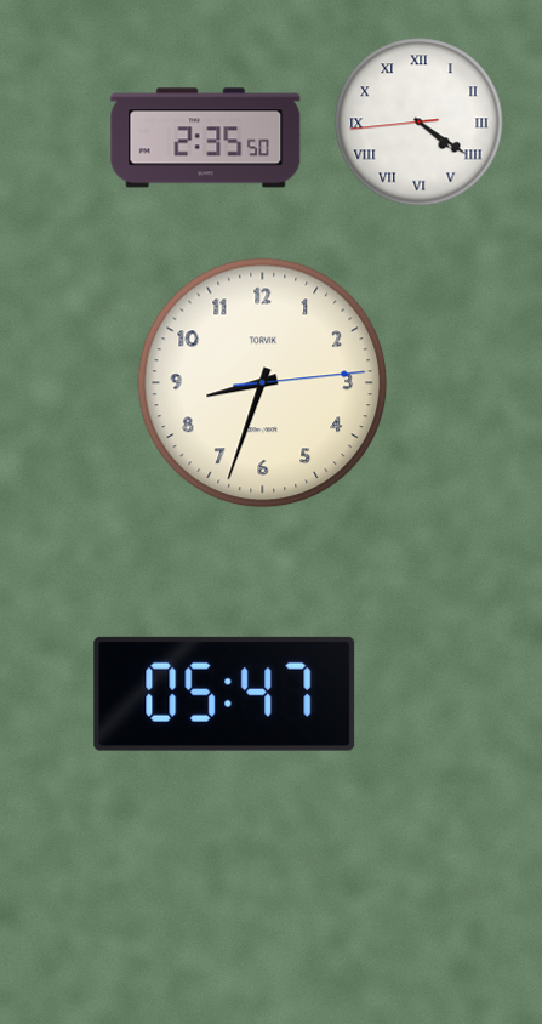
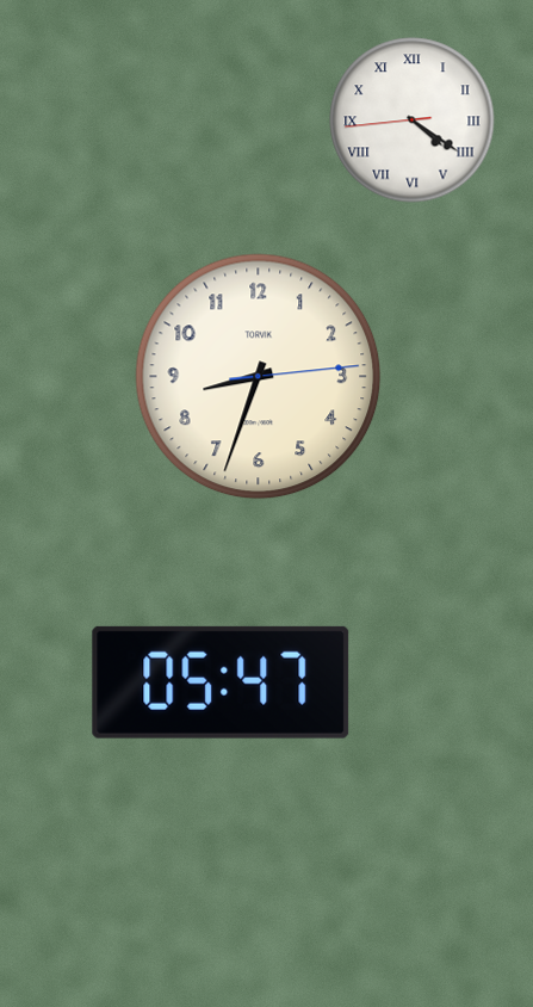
clock at (206, 138): 2:35 -> none
